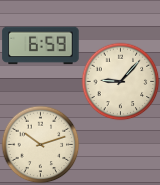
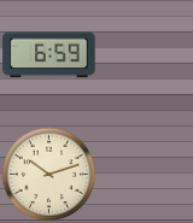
clock at (120, 81): 9:07 -> none
